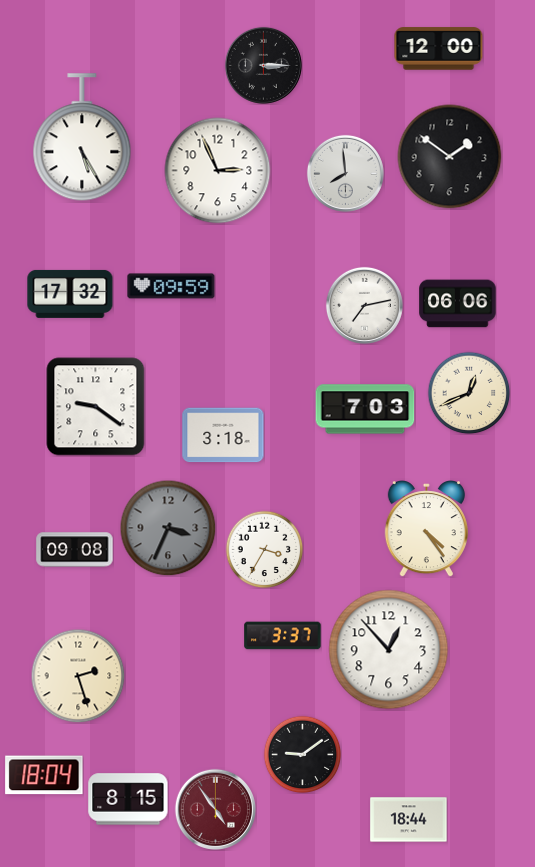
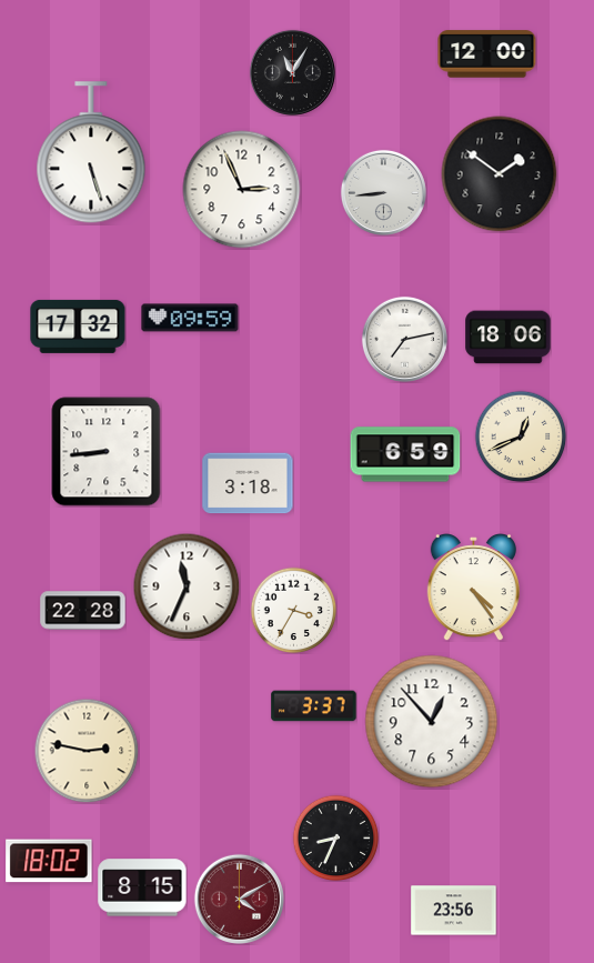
clock at (263, 65): 3:15 -> 11:05
clock at (82, 138): 5:25 -> 5:27
clock at (345, 173): 7:59 -> 8:44
clock at (458, 304): 06:06 -> 18:06
clock at (96, 407): 9:21 -> 8:44
clock at (365, 409): 7:03 -> 6:59
clock at (168, 528): 3:34 -> 11:34
clock at (168, 528) dial: grey -> white
clock at (75, 550): 09:08 -> 22:28
clock at (78, 676): 2:27 -> 2:47
clock at (302, 754): 9:09 -> 8:34
clock at (44, 775): 18:04 -> 18:02
clock at (215, 809): 4:54 -> 4:10
clock at (409, 820): 18:44 -> 23:56
